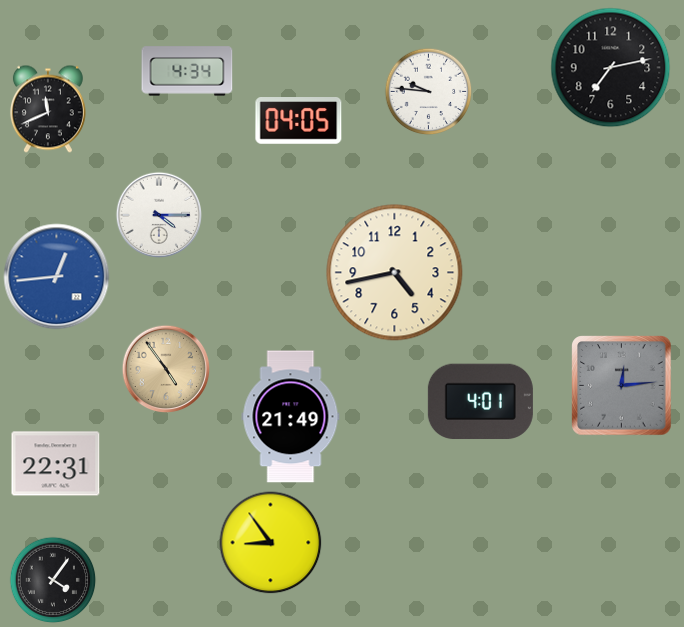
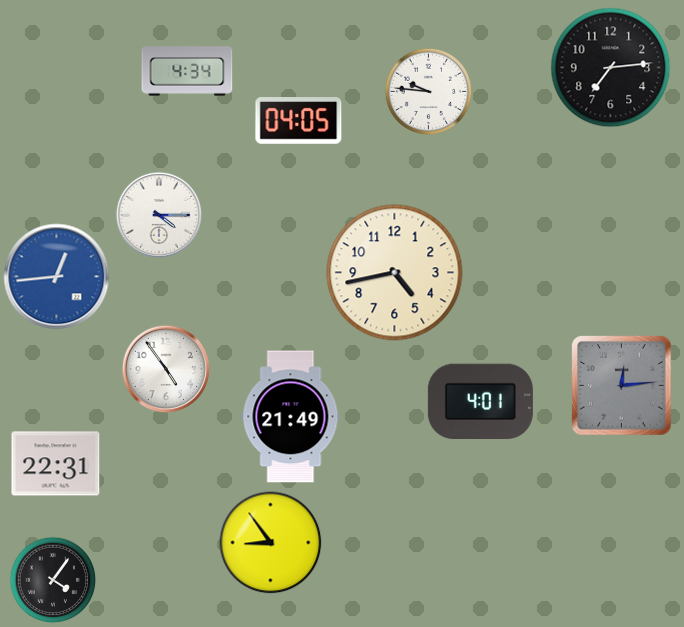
clock at (611, 68): 7:13 -> 7:14
clock at (48, 109): 11:41 -> none
clock at (166, 369) dial: champagne -> white
